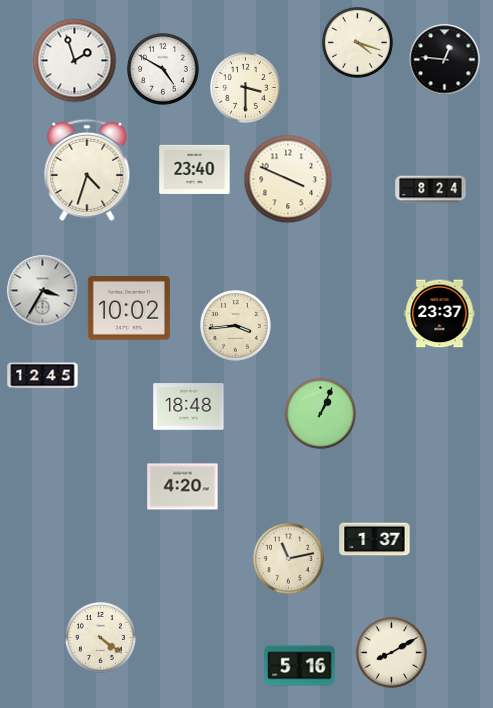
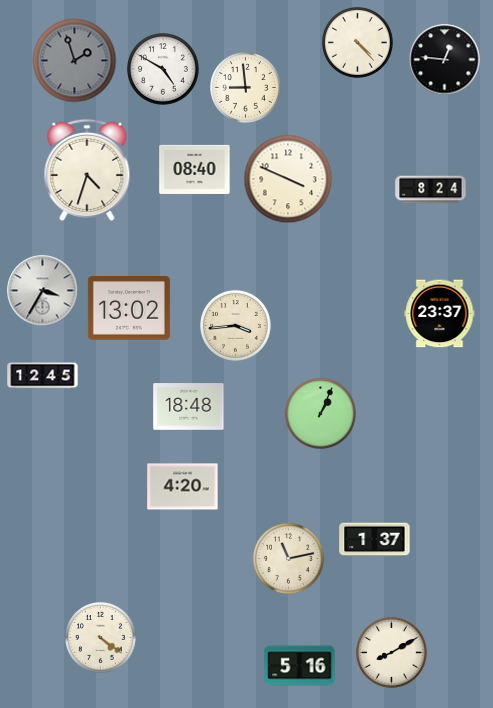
clock at (357, 42): 4:18 -> 4:23
clock at (75, 61) dial: white -> grey
clock at (245, 87): 3:30 -> 8:59
clock at (195, 169): 23:40 -> 08:40
clock at (129, 308): 10:02 -> 13:02
